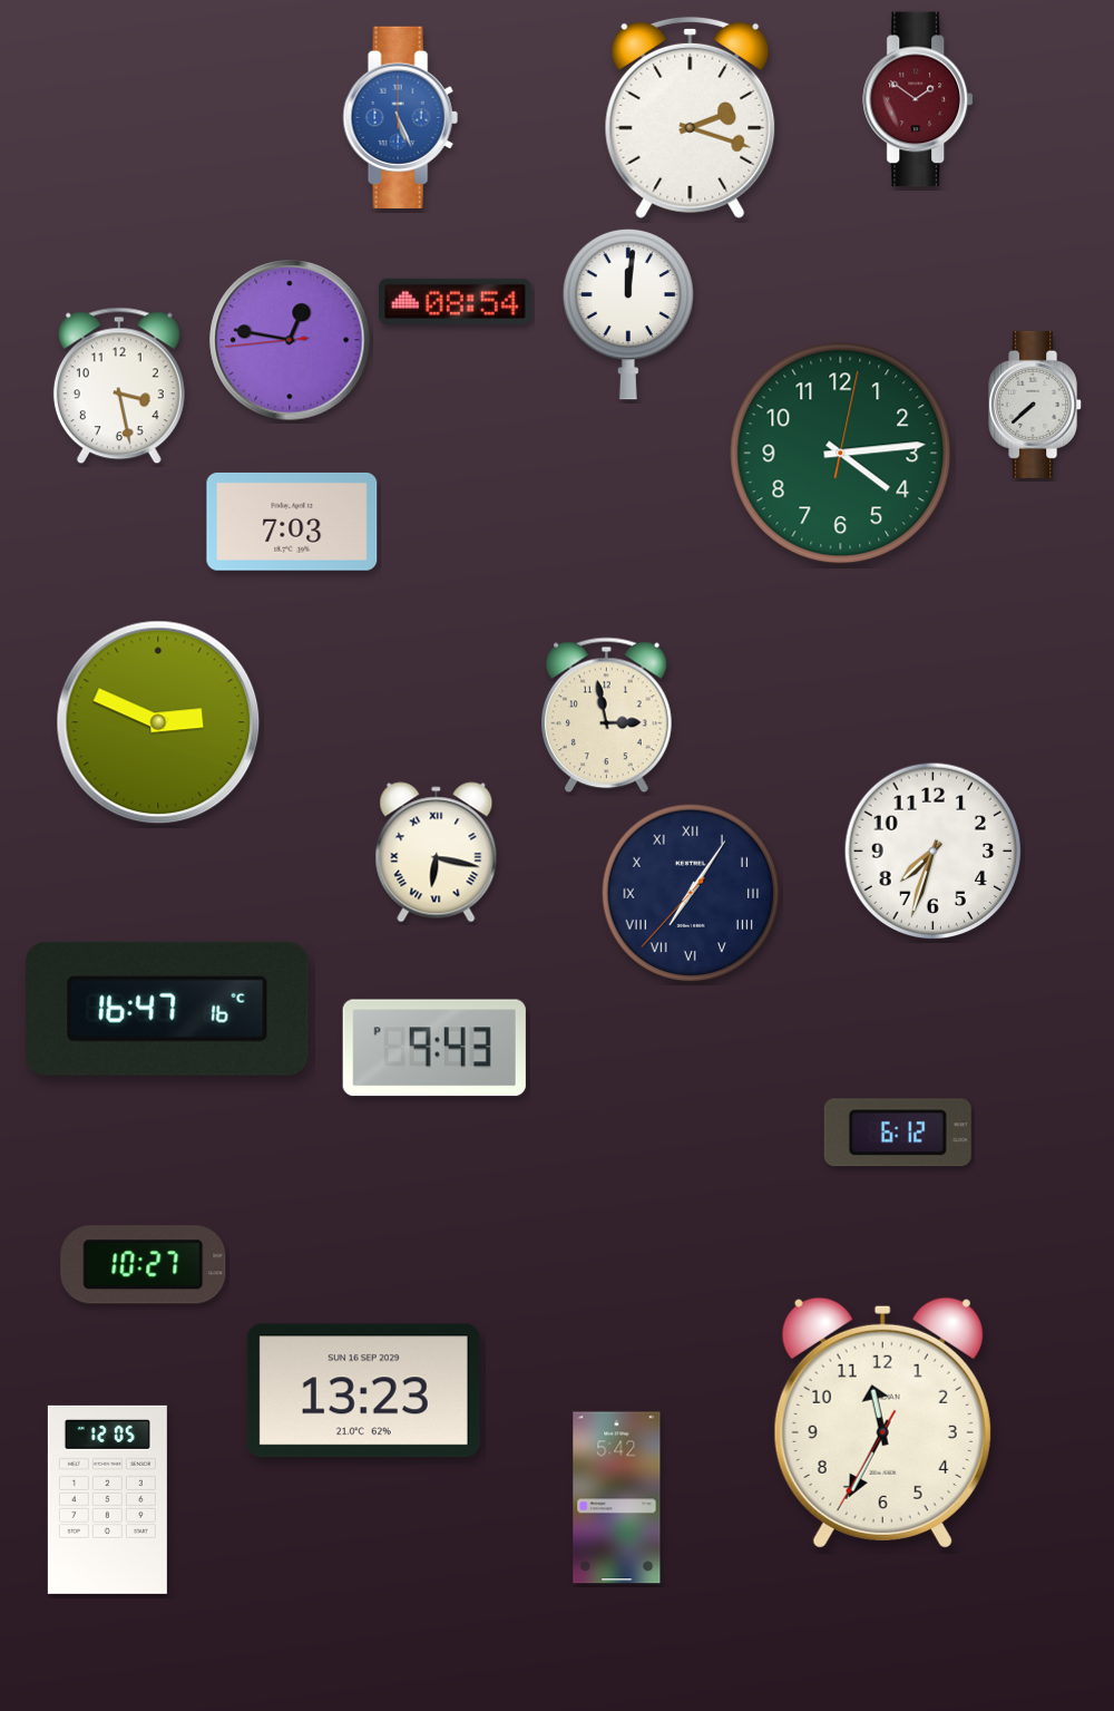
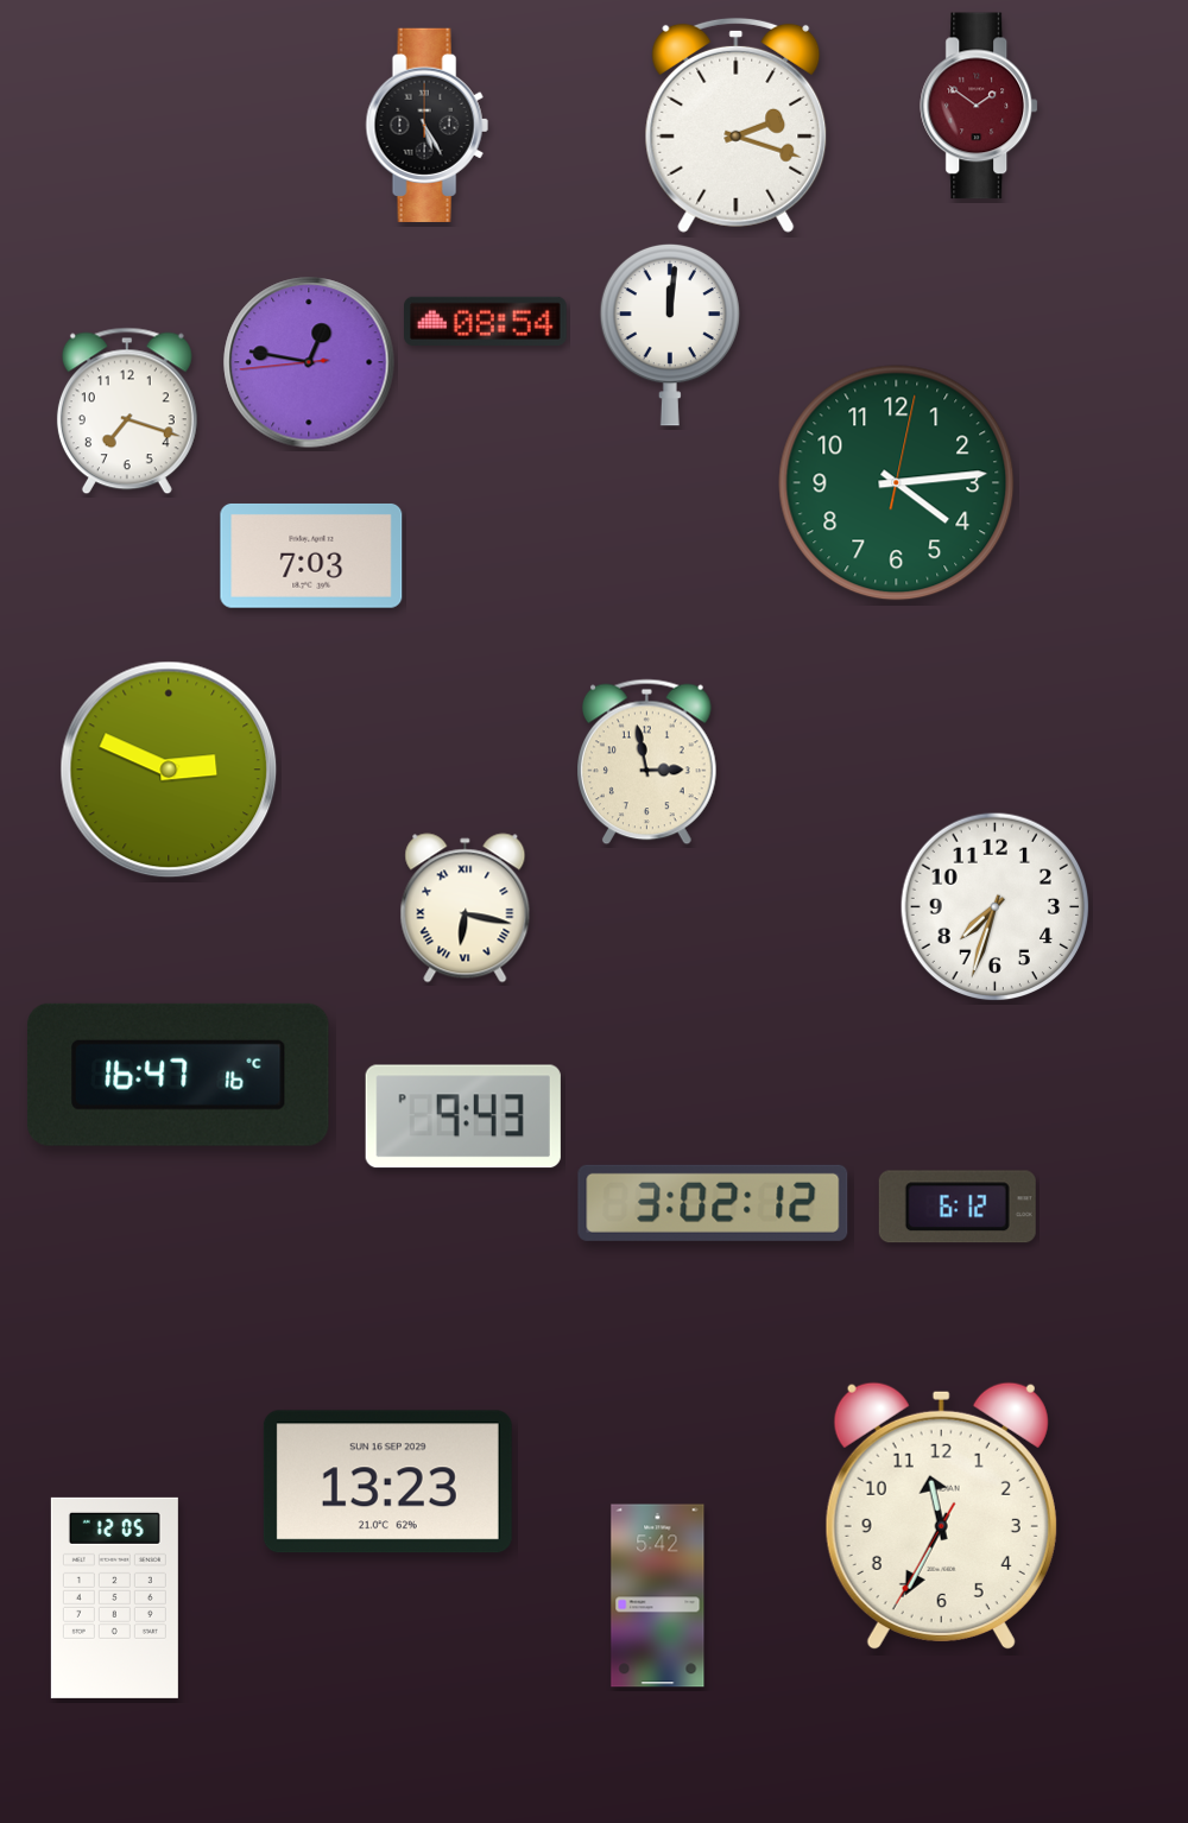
clock at (400, 117): 5:26 -> 5:25
clock at (400, 117) dial: blue -> black
clock at (119, 386): 3:28 -> 7:18
clock at (1036, 405): 7:38 -> none
clock at (691, 893): 7:05 -> none
clock at (713, 1203): none -> 3:02
clock at (144, 1265): 10:27 -> none
